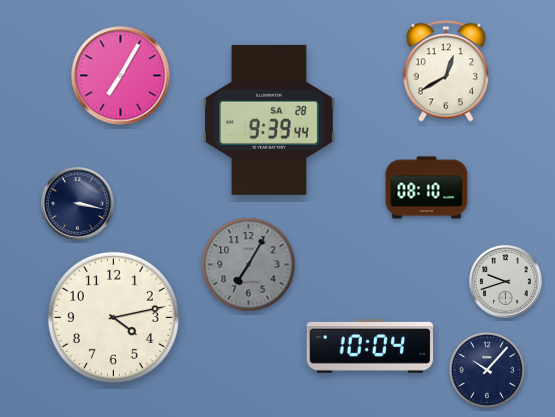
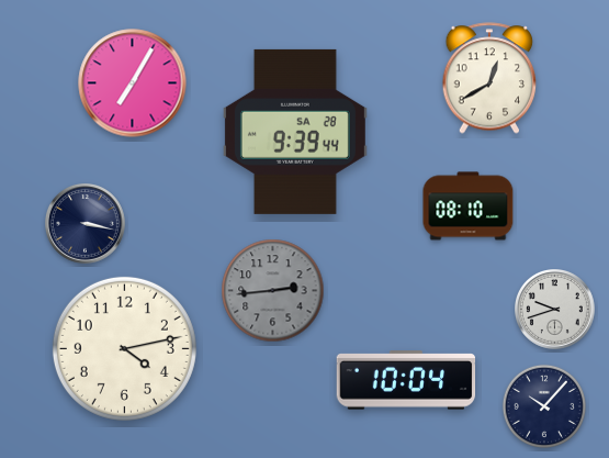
clock at (249, 265): 7:05 -> 2:44
clock at (487, 370) position: (487, 370) -> (544, 406)
